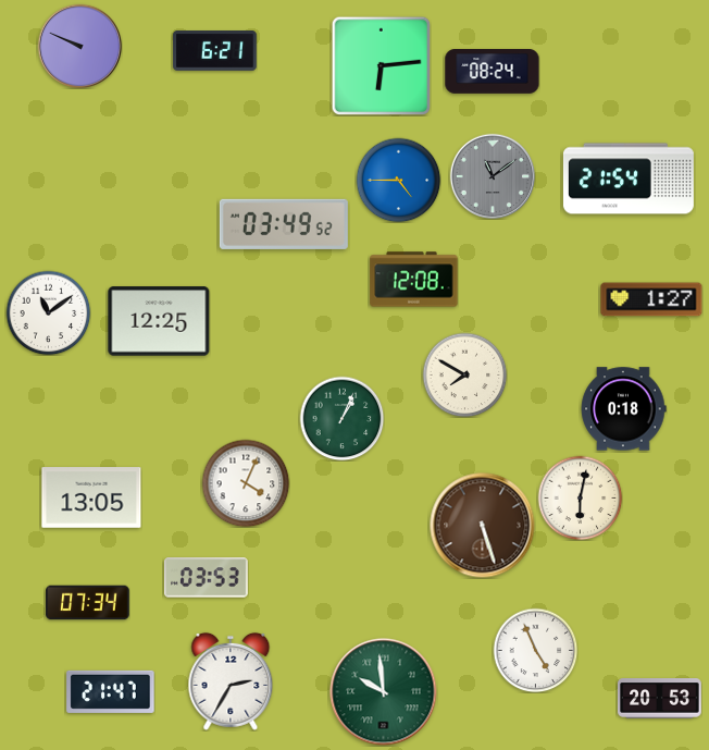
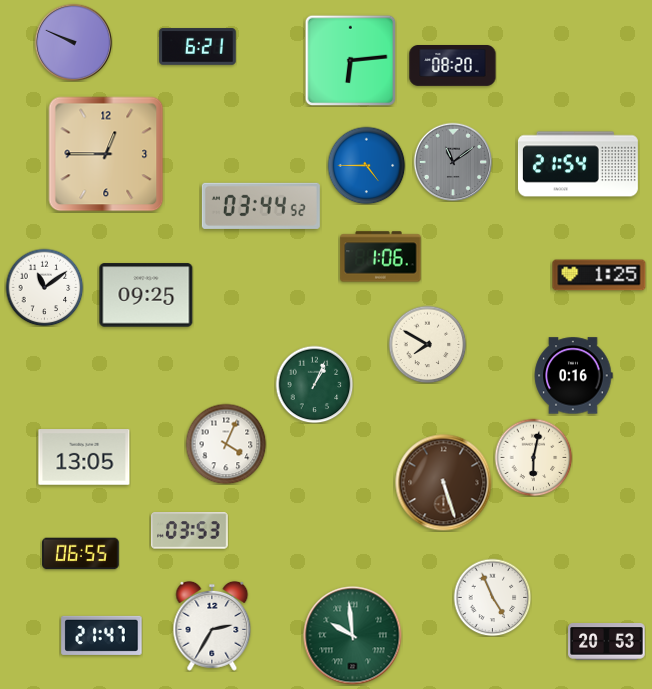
clock at (493, 72): 08:24 -> 08:20
clock at (106, 154): none -> 12:45
clock at (284, 224): 03:49 -> 03:44
clock at (414, 280): 12:08 -> 1:06
clock at (651, 299): 1:27 -> 1:25
clock at (159, 321): 12:25 -> 09:25
clock at (623, 409): 0:18 -> 0:16
clock at (88, 603): 07:34 -> 06:55
